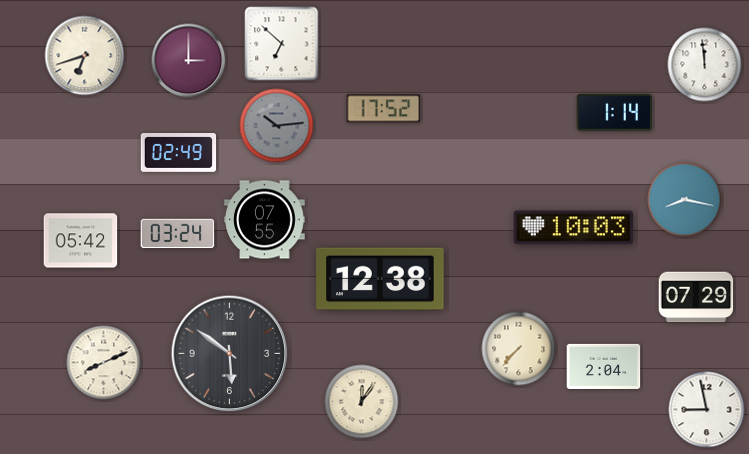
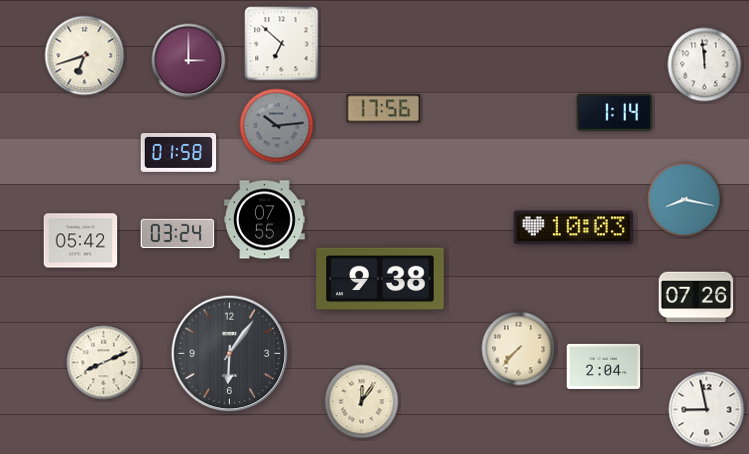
clock at (384, 109): 17:52 -> 17:56
clock at (179, 153): 02:49 -> 01:58
clock at (380, 279): 12:38 -> 9:38
clock at (696, 297): 07:29 -> 07:26
clock at (230, 354): 5:51 -> 6:06
